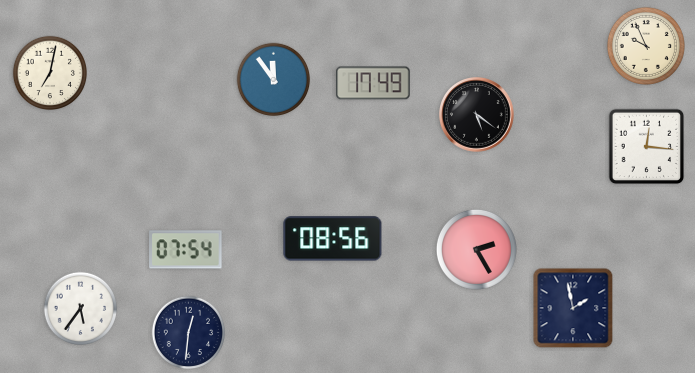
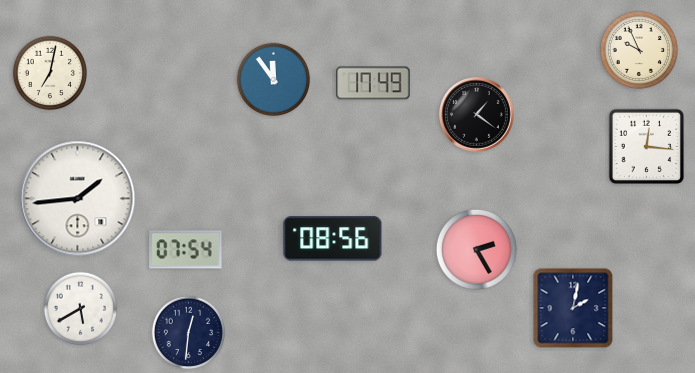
clock at (646, 46) position: (646, 46) -> (639, 50)
clock at (477, 115): 5:21 -> 1:21
clock at (78, 199): none -> 1:44
clock at (573, 308): 1:58 -> 2:02
clock at (81, 309): 5:36 -> 5:40
